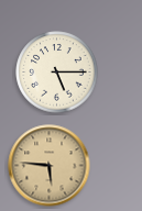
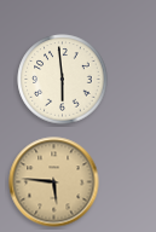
clock at (57, 73): 5:15 -> 5:59
